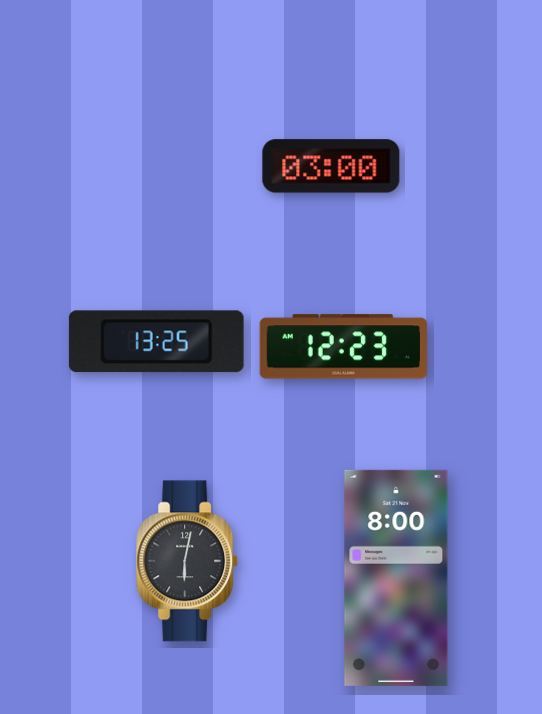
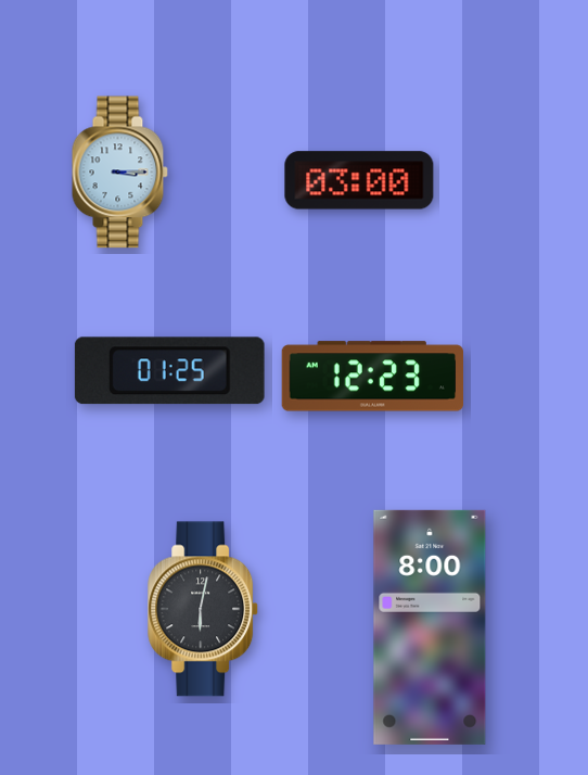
clock at (119, 173): none -> 3:15
clock at (156, 342): 13:25 -> 01:25
